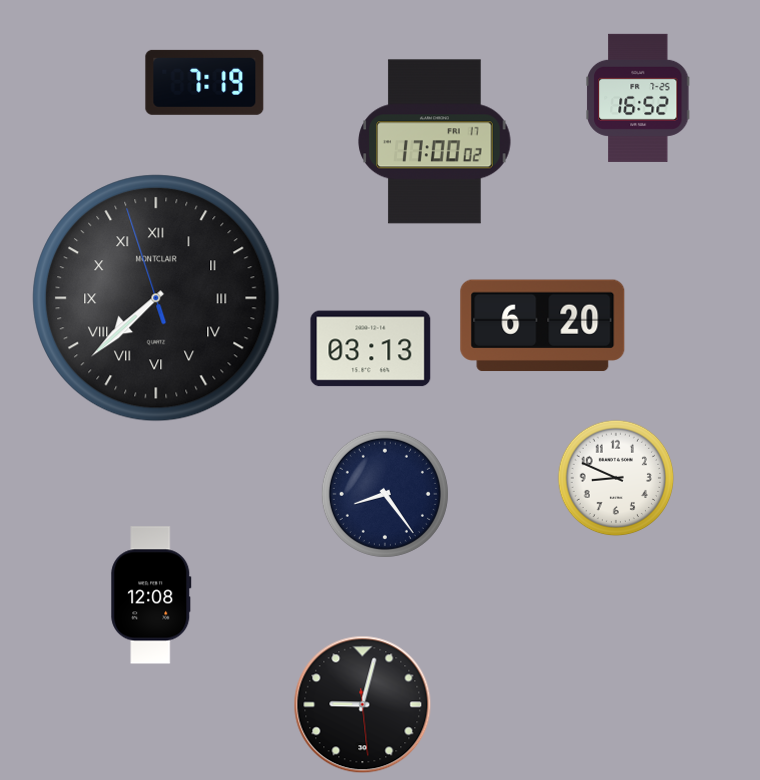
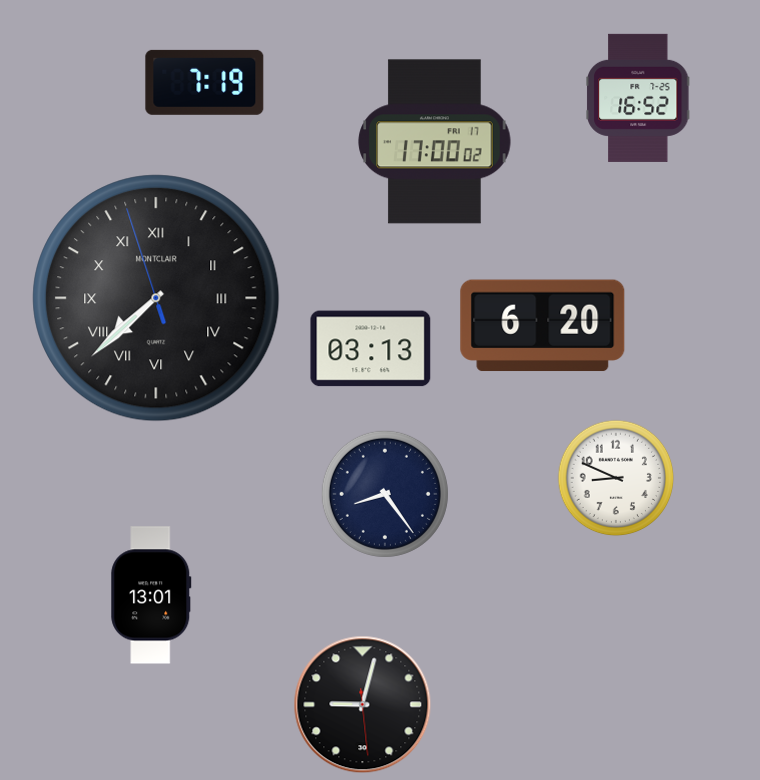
clock at (151, 595): 12:08 -> 13:01
